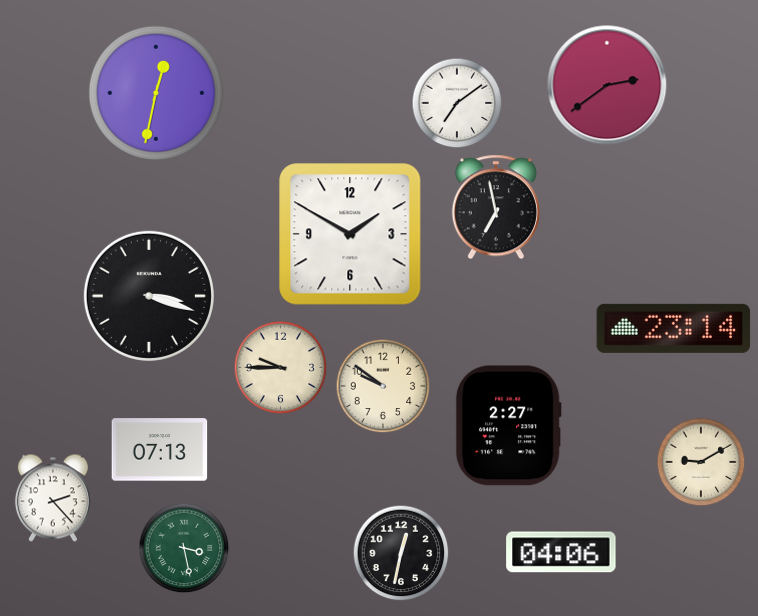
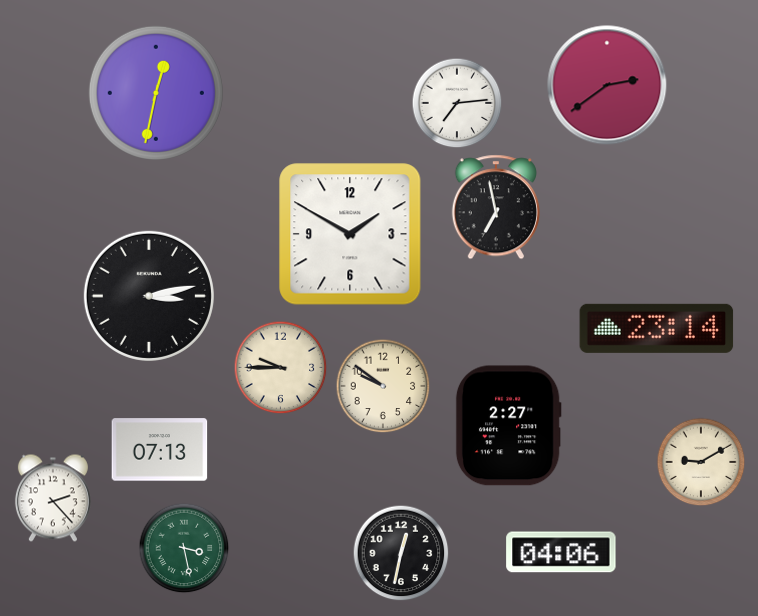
clock at (457, 103): 7:09 -> 7:14
clock at (149, 296): 3:18 -> 3:13
clock at (674, 328) position: (674, 328) -> (657, 328)
